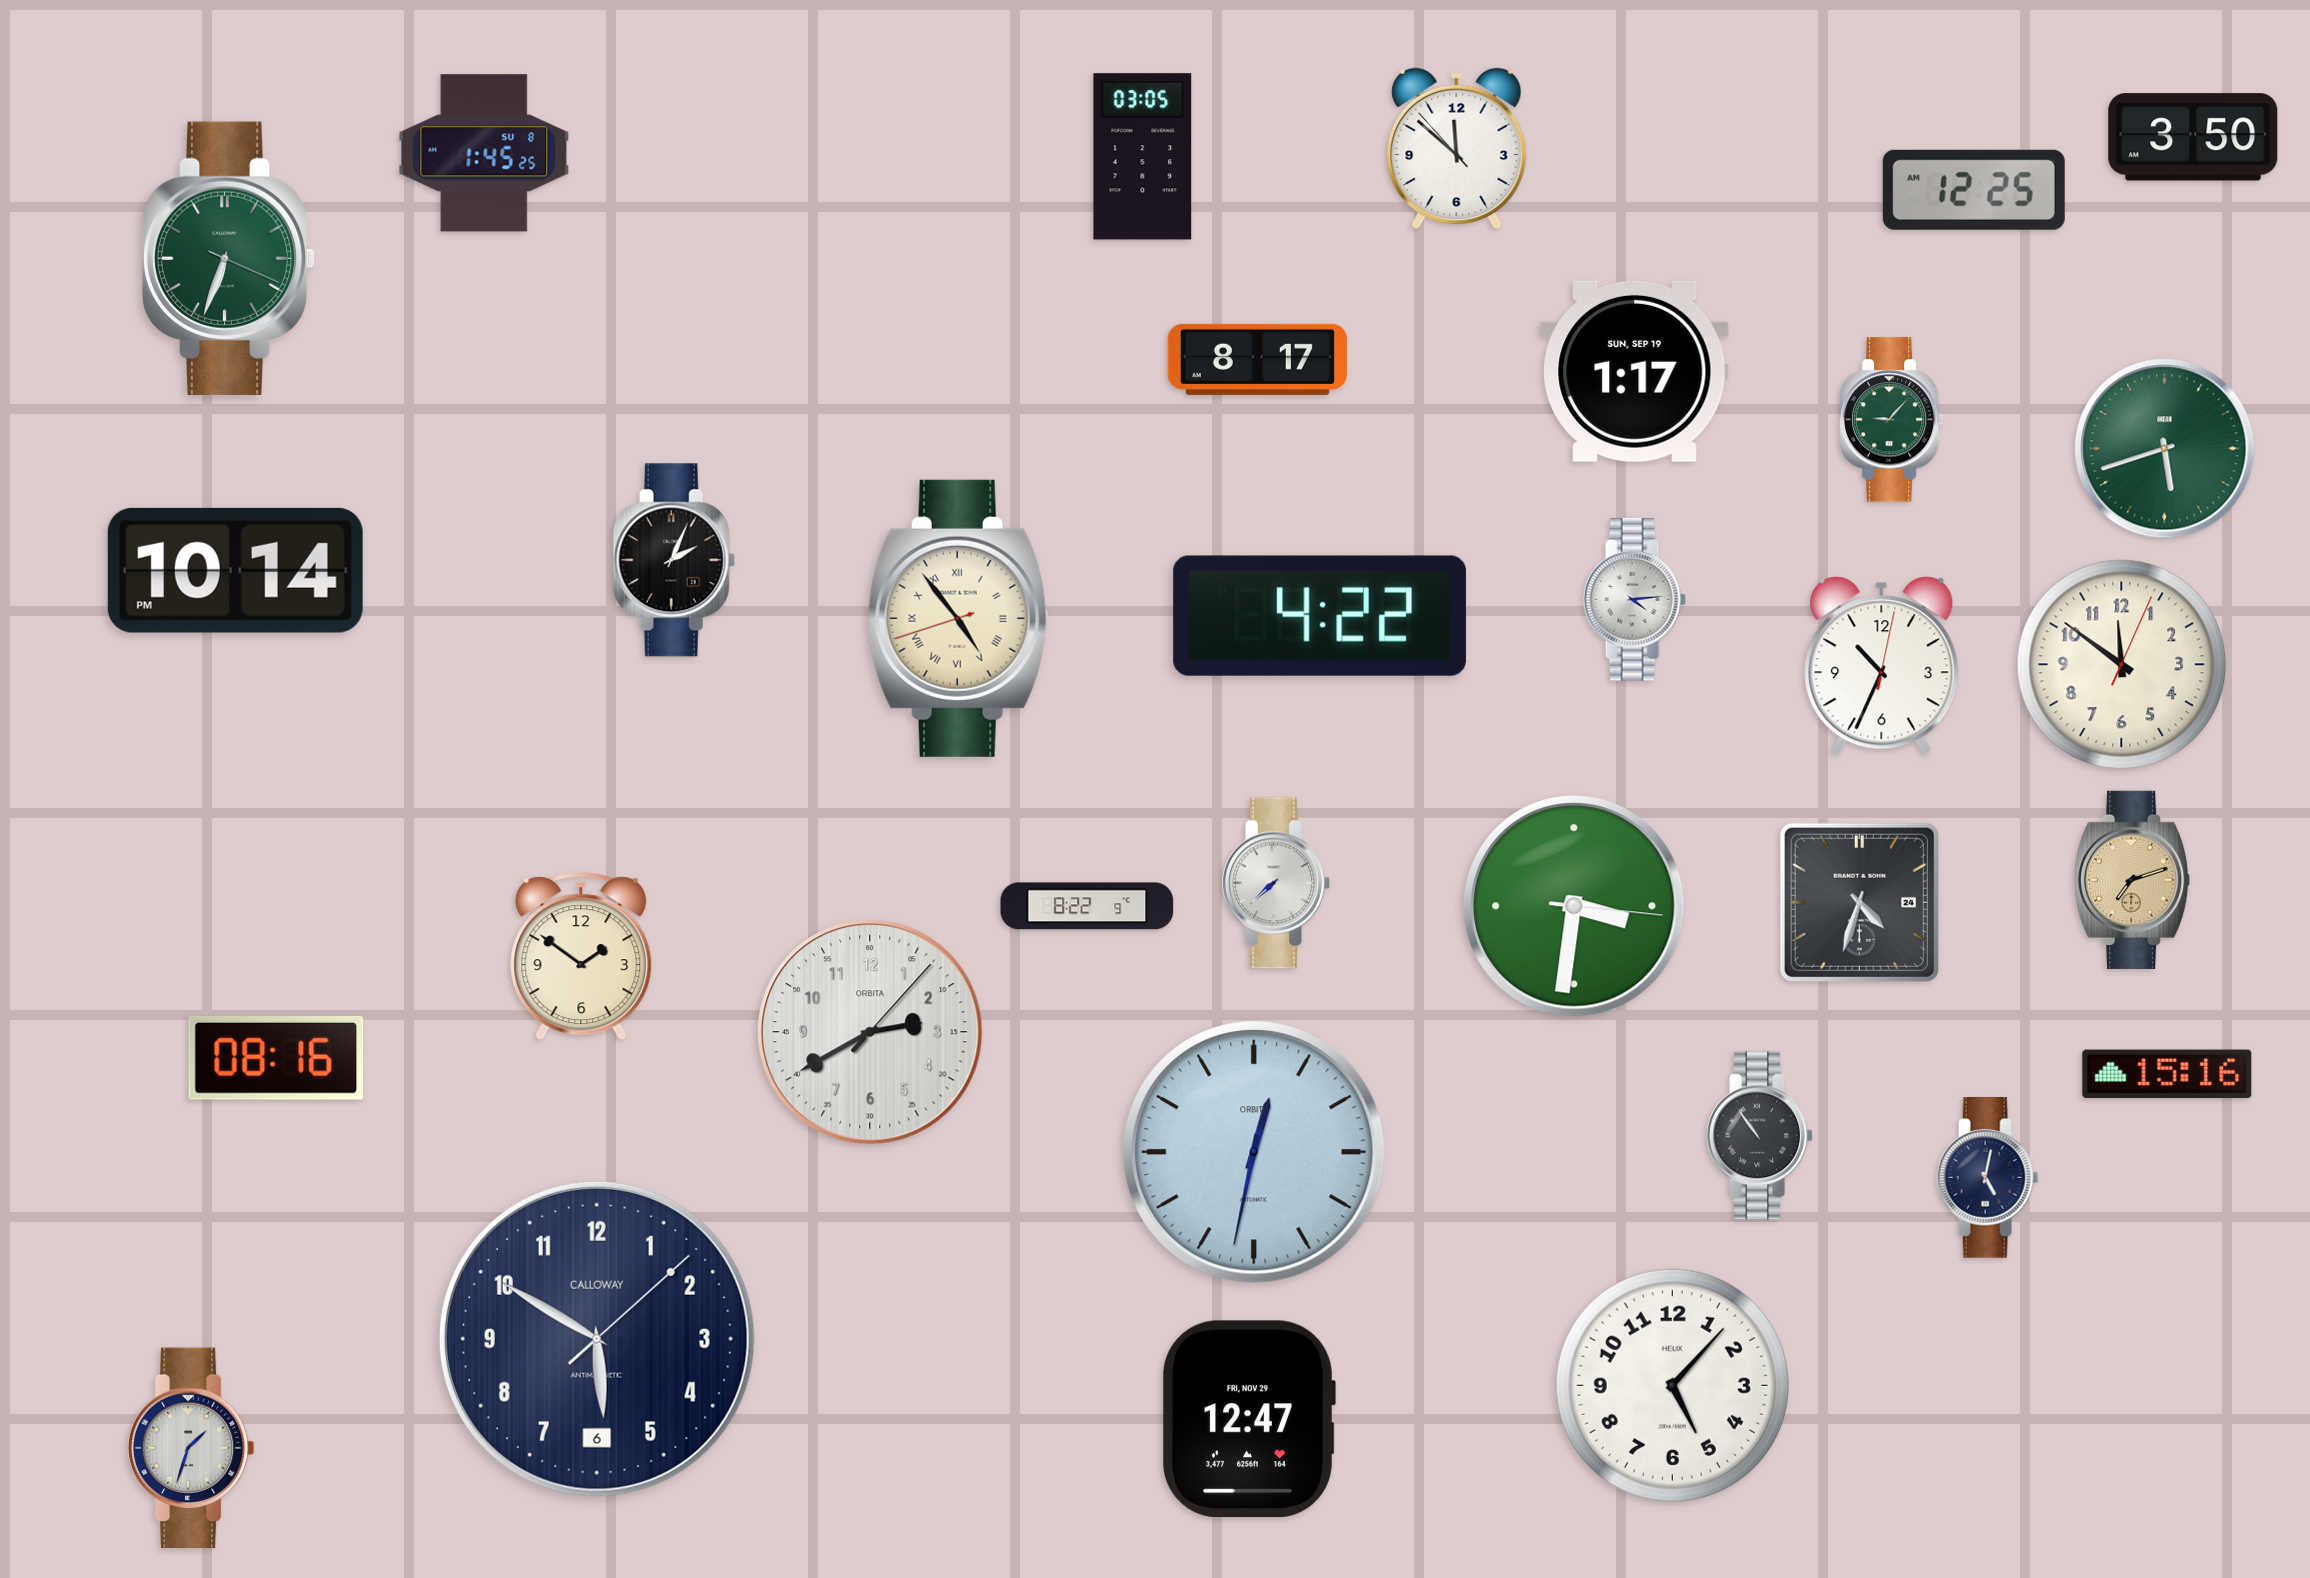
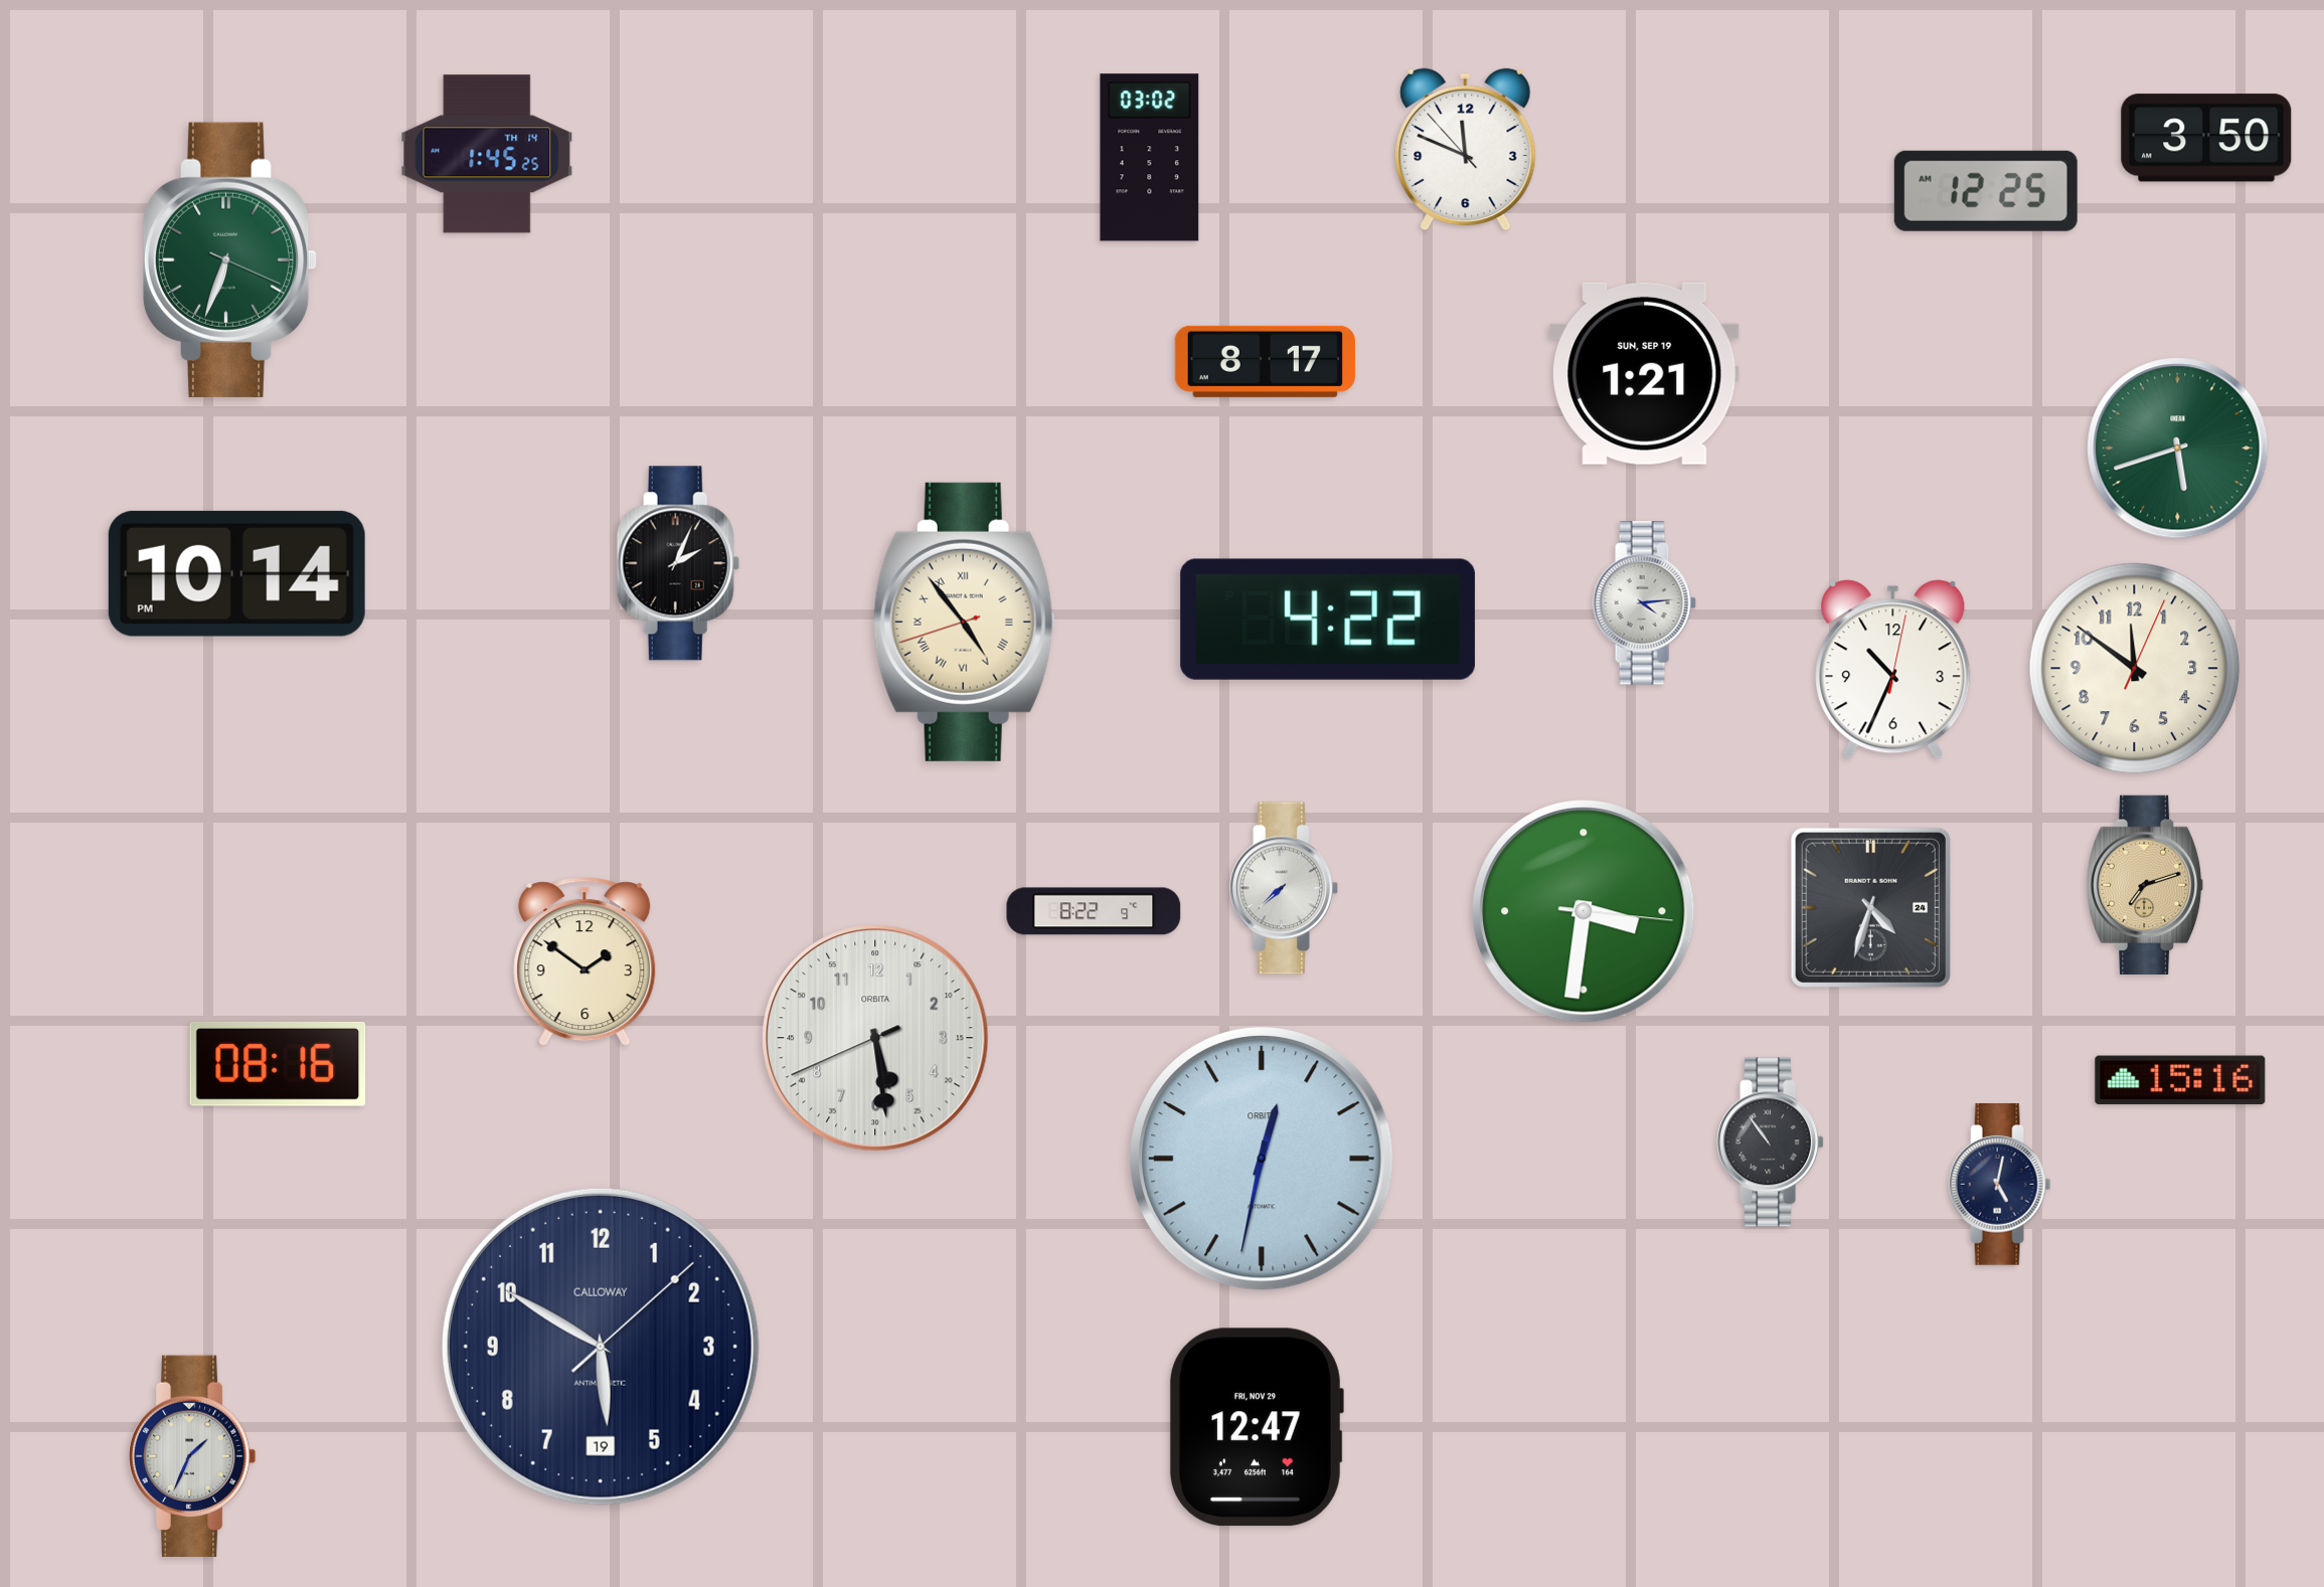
clock at (1457, 149): 11:51 -> 11:48
clock at (484, 153) date: SU 8 -> TH 14
clock at (1143, 157): 03:05 -> 03:02
clock at (1635, 371): 1:17 -> 1:21
clock at (1891, 420): 9:07 -> none
clock at (2165, 449) position: (2165, 449) -> (2178, 449)
clock at (870, 1032): 2:40 -> 5:28
clock at (597, 1339) date: 6 -> 19
clock at (1672, 1385): 5:07 -> none
clock at (191, 1447): 1:33 -> 1:34
